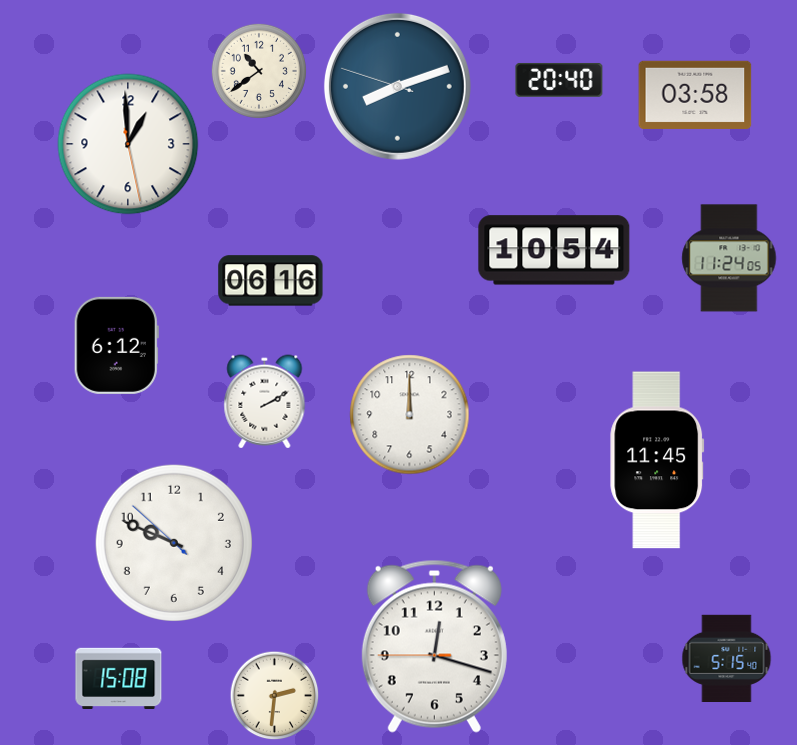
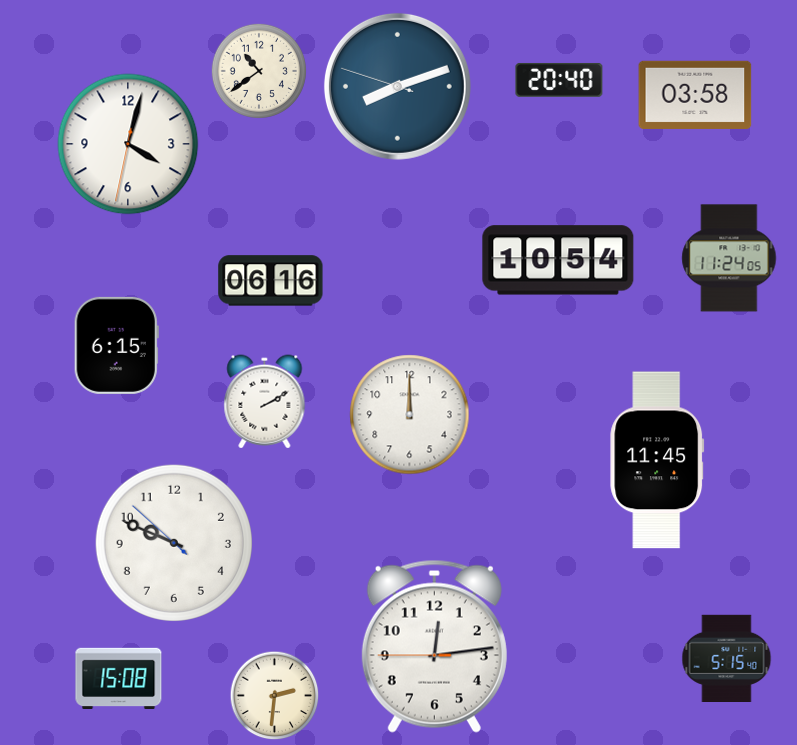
clock at (128, 144): 12:59 -> 4:02
clock at (554, 250) position: (554, 250) -> (558, 260)
clock at (116, 345): 6:12 -> 6:15
clock at (434, 646): 12:17 -> 12:13
